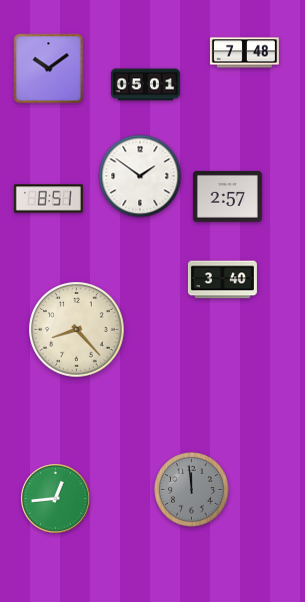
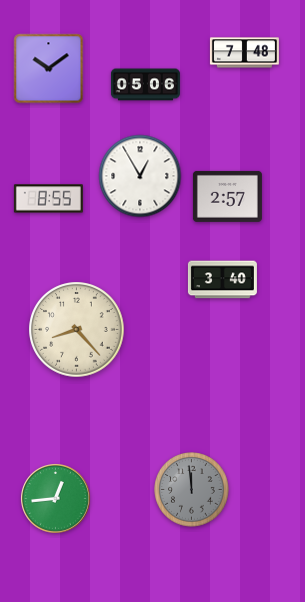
clock at (145, 85): 05:01 -> 05:06
clock at (140, 176): 1:51 -> 12:55
clock at (48, 199): 8:51 -> 8:55
